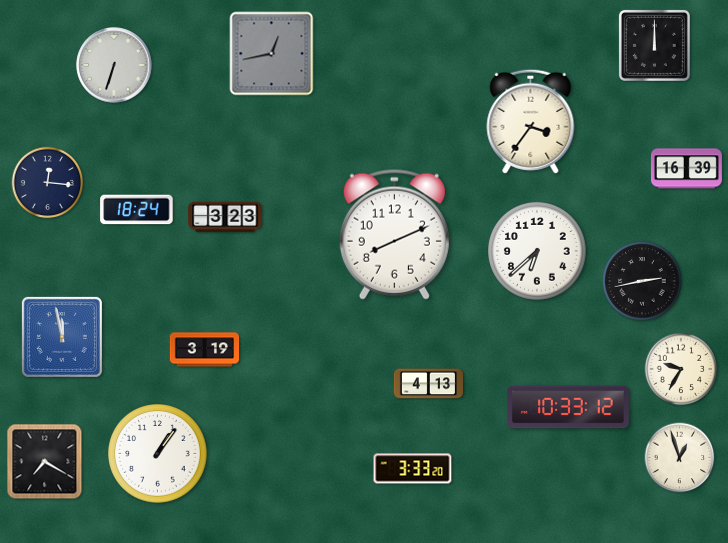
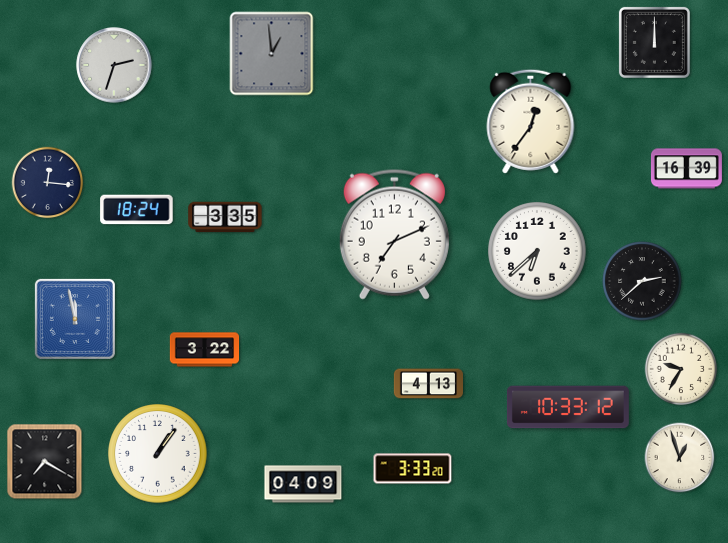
clock at (654, 45) position: (654, 45) -> (654, 42)
clock at (272, 54): 12:43 -> 12:59
clock at (114, 65): 6:33 -> 2:33
clock at (531, 121): 3:36 -> 12:36
clock at (225, 217): 3:23 -> 3:35
clock at (394, 234): 8:11 -> 7:11
clock at (642, 281): 2:43 -> 2:38
clock at (62, 337) position: (62, 337) -> (75, 319)
clock at (205, 350): 3:19 -> 3:22
clock at (303, 484): none -> 04:09
